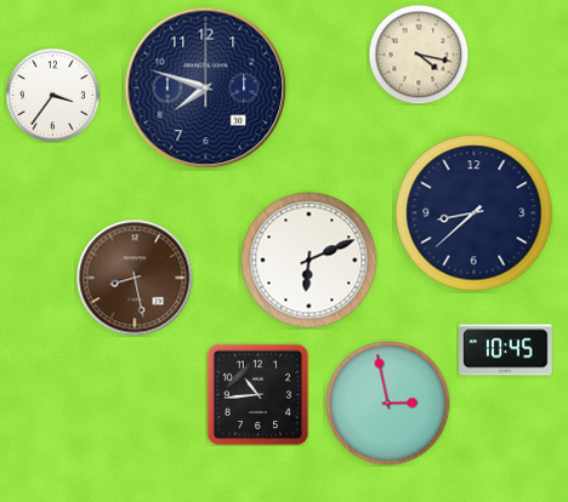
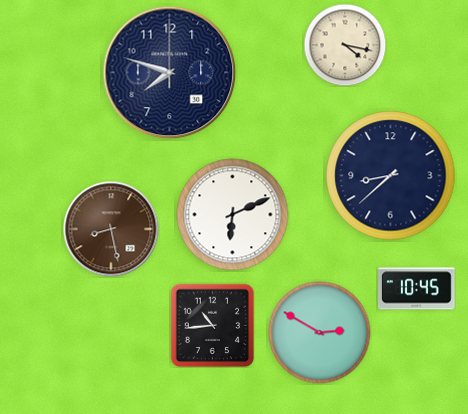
clock at (52, 95): 3:36 -> none
clock at (309, 261) position: (309, 261) -> (233, 215)
clock at (388, 404): 2:58 -> 2:50
